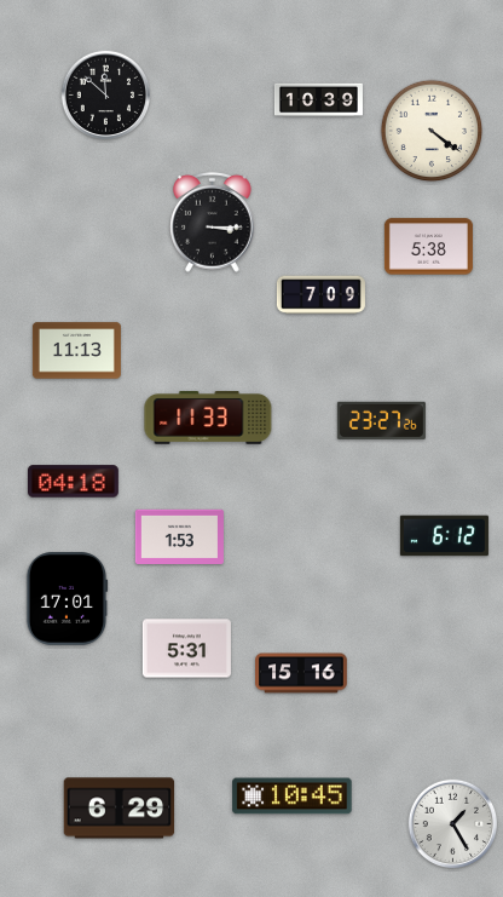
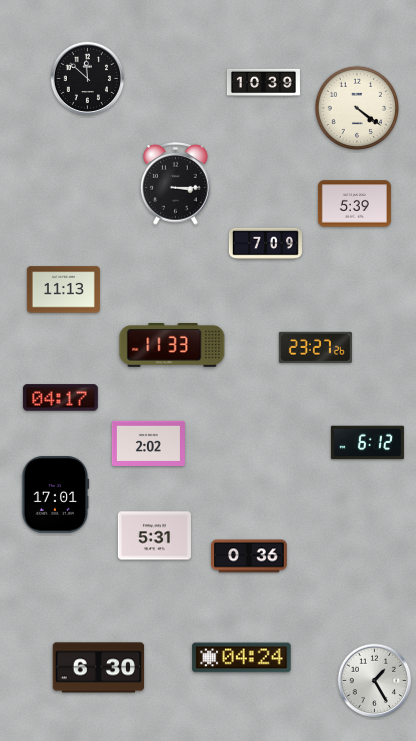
clock at (428, 247): 5:38 -> 5:39
clock at (73, 482): 04:18 -> 04:17
clock at (179, 536): 1:53 -> 2:02
clock at (301, 673): 15:16 -> 0:36
clock at (293, 797): 10:45 -> 04:24
clock at (120, 809): 6:29 -> 6:30
